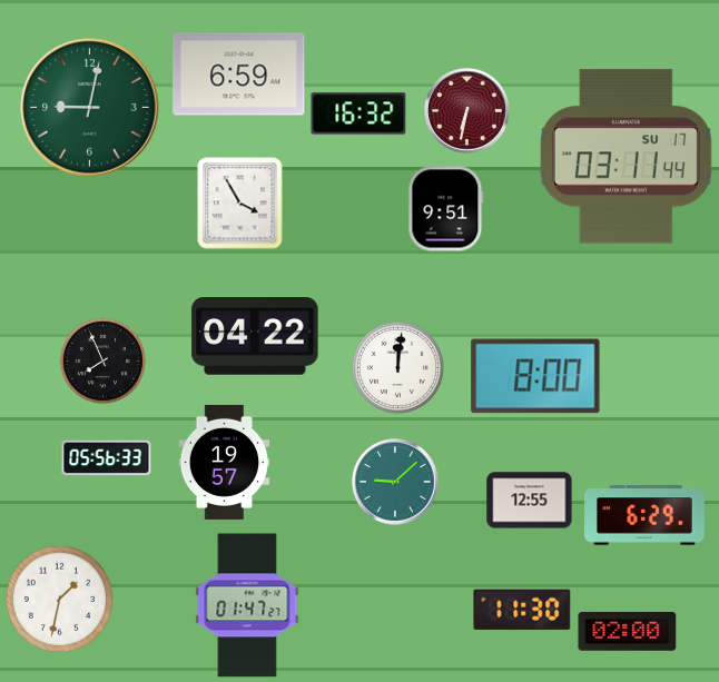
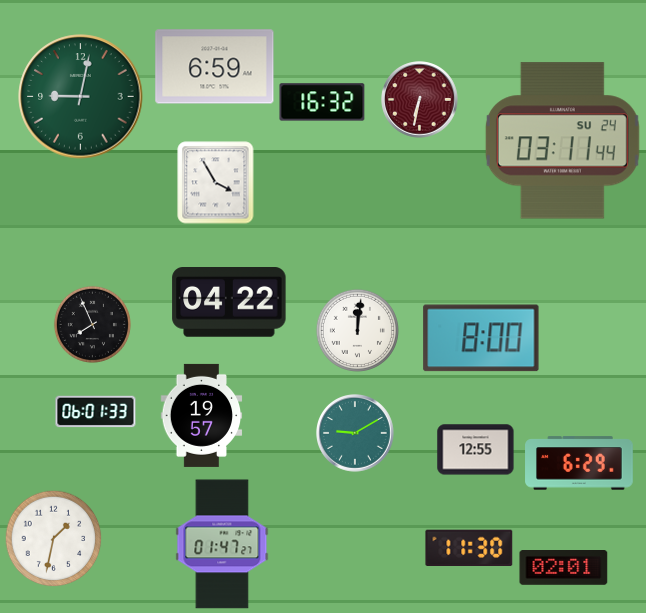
clock at (626, 157) date: SU 17 -> SU 24
clock at (446, 209): 9:51 -> none
clock at (107, 458): 05:56 -> 06:01
clock at (396, 483): 9:08 -> 9:10
clock at (628, 632): 02:00 -> 02:01
